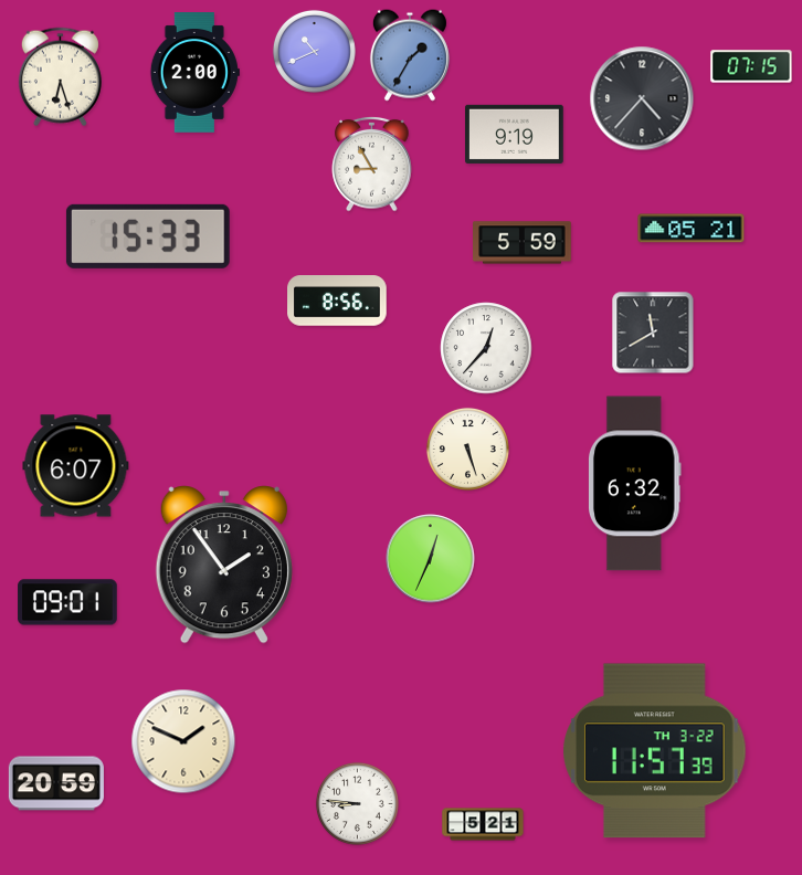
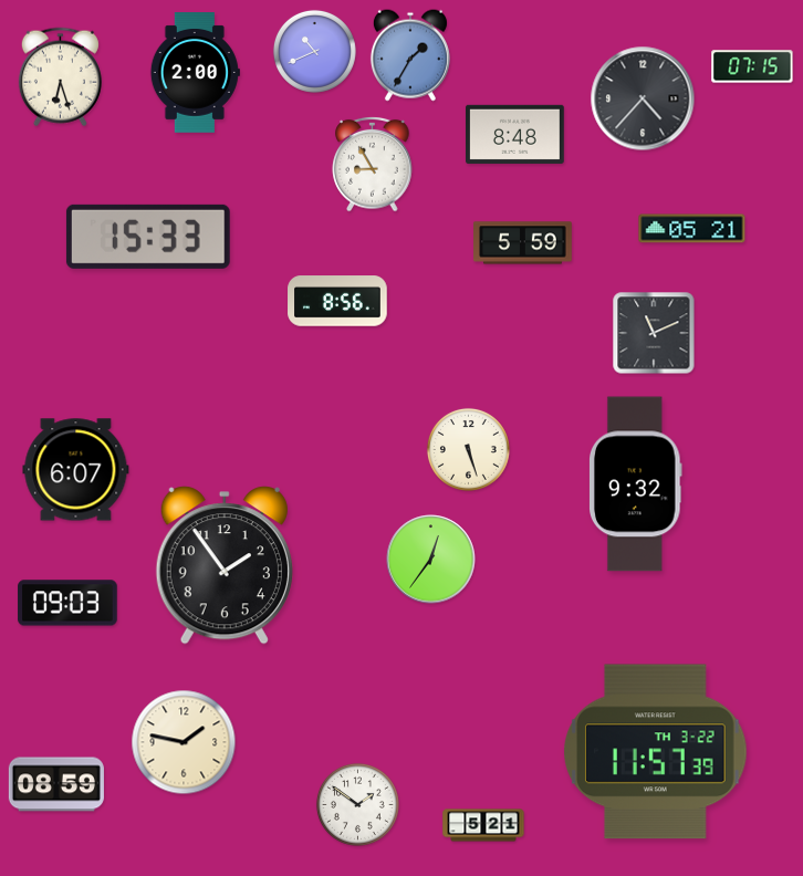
clock at (514, 134): 9:19 -> 8:48
clock at (653, 333): 11:40 -> 11:11
clock at (486, 348): 12:37 -> none
clock at (76, 466) position: (76, 466) -> (76, 470)
clock at (635, 484): 6:32 -> 9:32
clock at (431, 559): 12:34 -> 12:36
clock at (67, 602): 09:01 -> 09:03
clock at (183, 741): 1:49 -> 1:47
clock at (56, 783): 20:59 -> 08:59
clock at (357, 803): 8:46 -> 1:51
